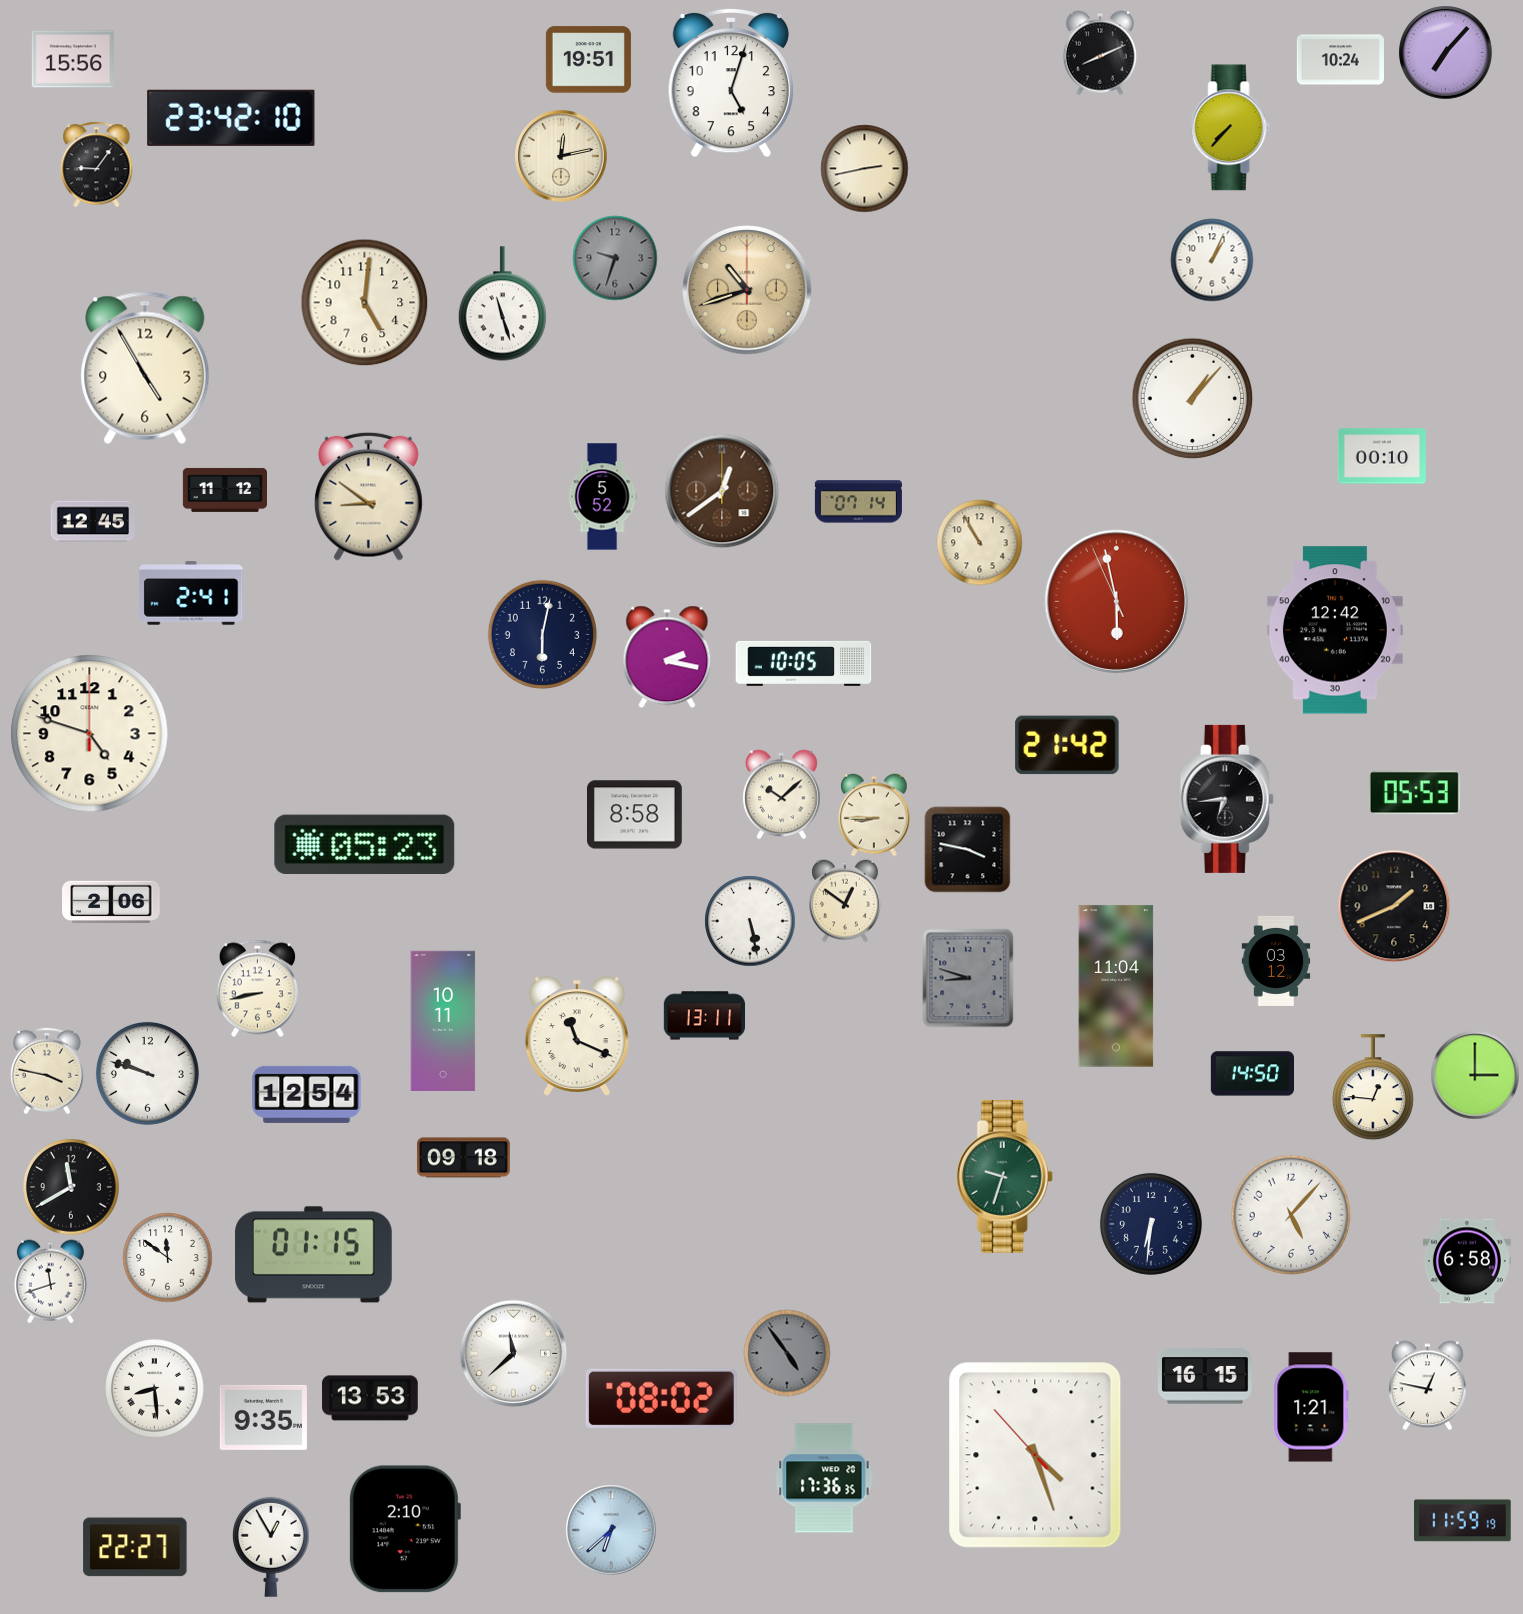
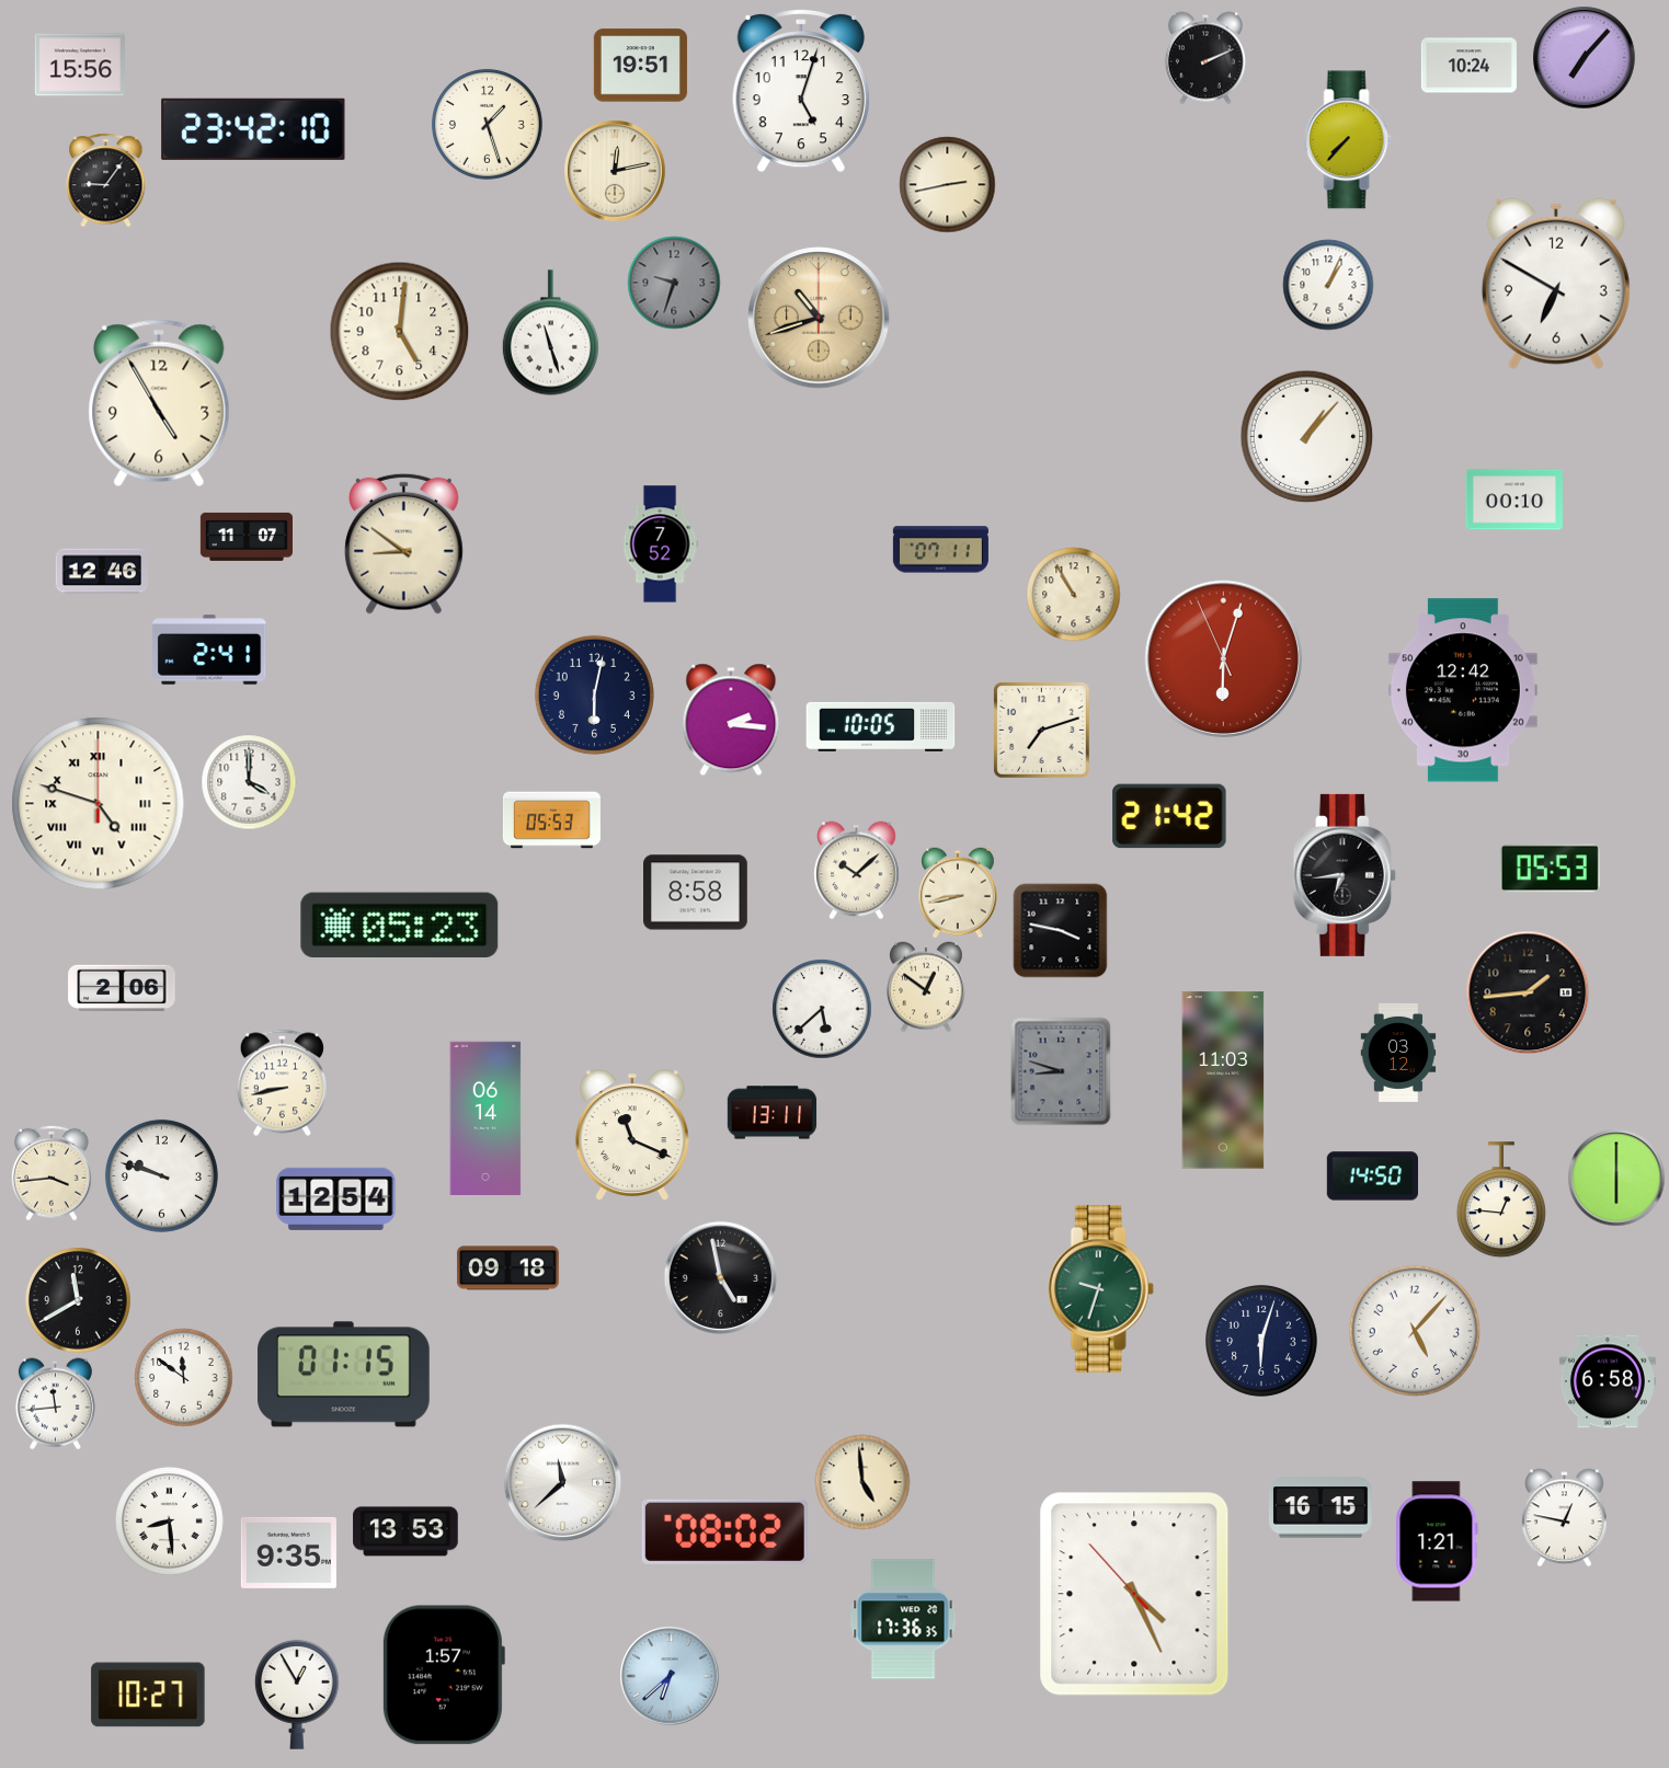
clock at (1100, 53): 8:11 -> 2:11
clock at (588, 60) position: (588, 60) -> (640, 66)
clock at (487, 124): none -> 1:27
clock at (1556, 284): none -> 6:50
clock at (224, 490): 11:12 -> 11:07
clock at (722, 491): 12:39 -> none
clock at (602, 497): 5:52 -> 7:52
clock at (858, 502): 07:14 -> 07:11
clock at (93, 521): 12:45 -> 12:46
clock at (1116, 601): 5:57 -> 6:02
clock at (667, 657): 2:17 -> 2:16
clock at (1042, 731): none -> 7:12
clock at (249, 782): none -> 4:00
clock at (90, 734) numerals: Arabic -> Roman
clock at (551, 820): none -> 05:53
clock at (875, 815): 8:45 -> 8:43
clock at (1394, 906): 1:41 -> 1:44
clock at (750, 921): 5:28 -> 5:38
clock at (1116, 986): 11:04 -> 11:03
clock at (443, 1020): 10:11 -> 06:14
clock at (47, 1071): 3:47 -> 3:44
clock at (1475, 1075): 3:00 -> 6:00
clock at (1373, 1087) position: (1373, 1087) -> (1501, 1199)
clock at (720, 1277): none -> 4:58
clock at (1151, 1224): 6:31 -> 6:03
clock at (50, 1281): 11:42 -> 11:44
clock at (787, 1353): 4:54 -> 4:59
clock at (787, 1353) dial: grey -> cream
clock at (1035, 1455): 4:26 -> 4:25
clock at (1463, 1521): 11:59 -> none
clock at (404, 1529): 2:10 -> 1:57
clock at (135, 1547): 22:27 -> 10:27
